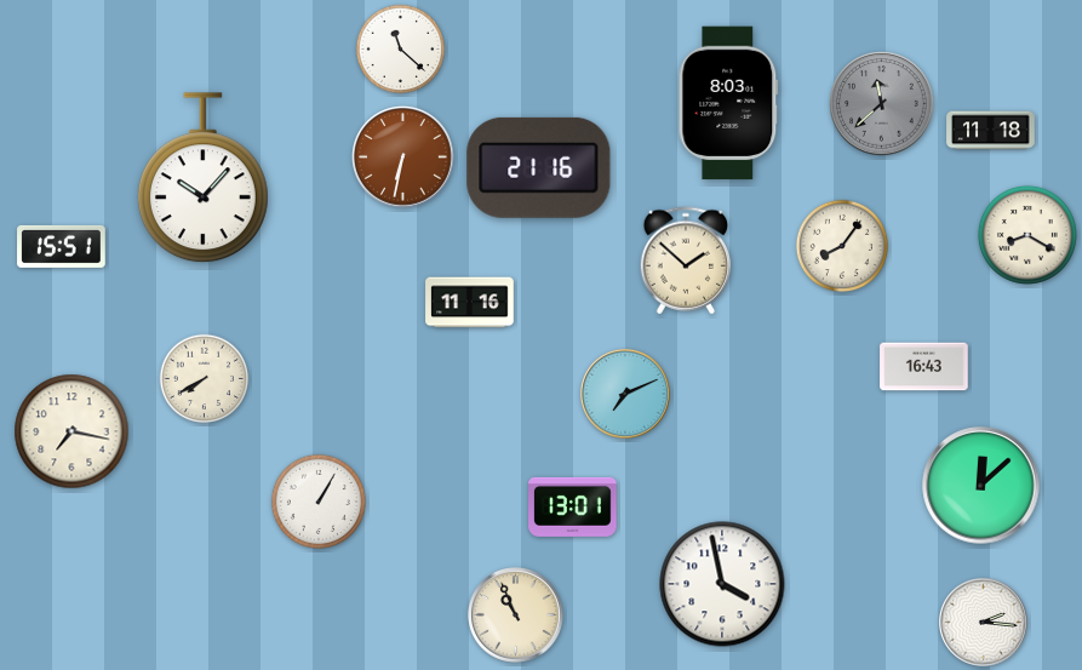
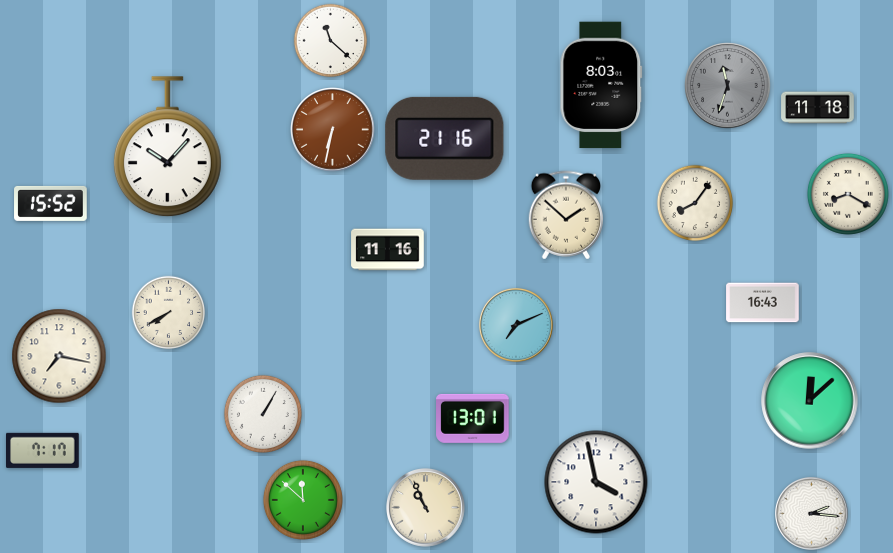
clock at (882, 104): 11:38 -> 11:33
clock at (62, 246): 15:51 -> 15:52
clock at (43, 450): none -> 7:17
clock at (303, 500): none -> 11:52
